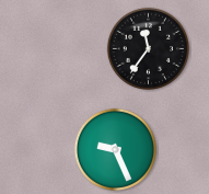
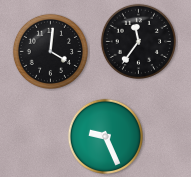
clock at (148, 48) position: (148, 48) -> (138, 41)
clock at (50, 51): none -> 4:01
